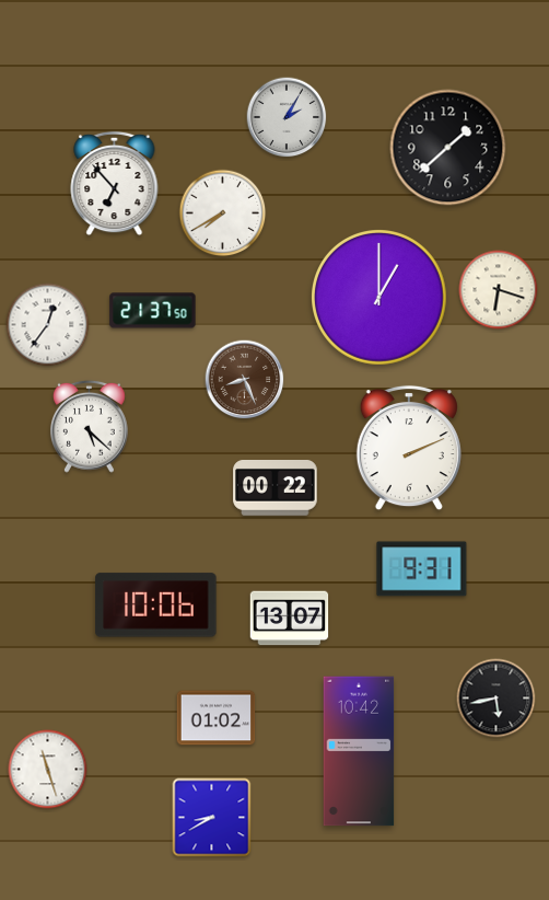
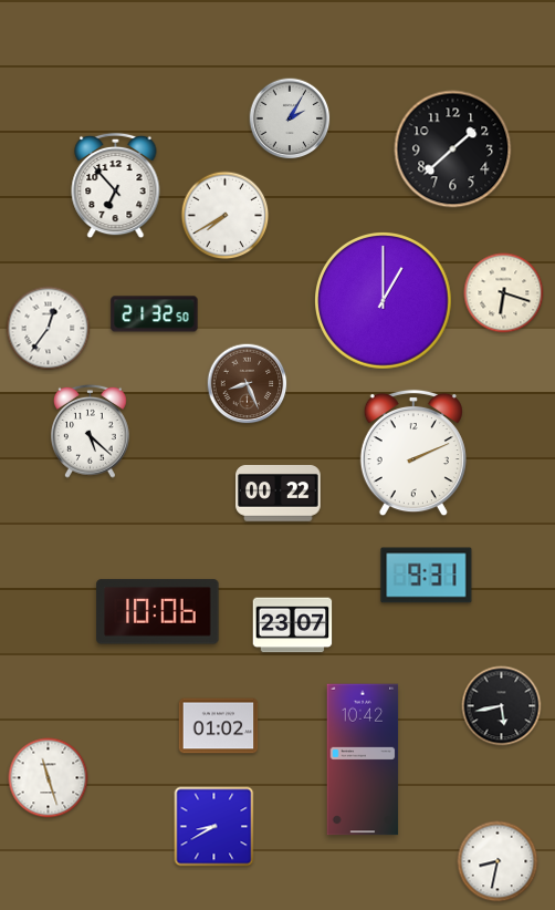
clock at (153, 311): 21:37 -> 21:32
clock at (290, 619): 13:07 -> 23:07
clock at (498, 861): none -> 8:32
